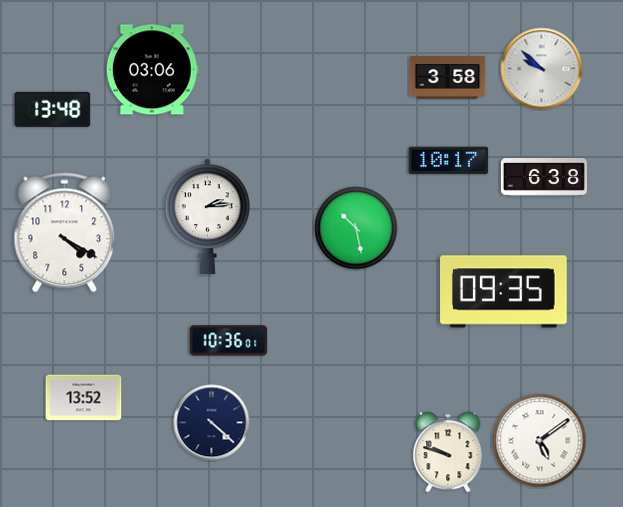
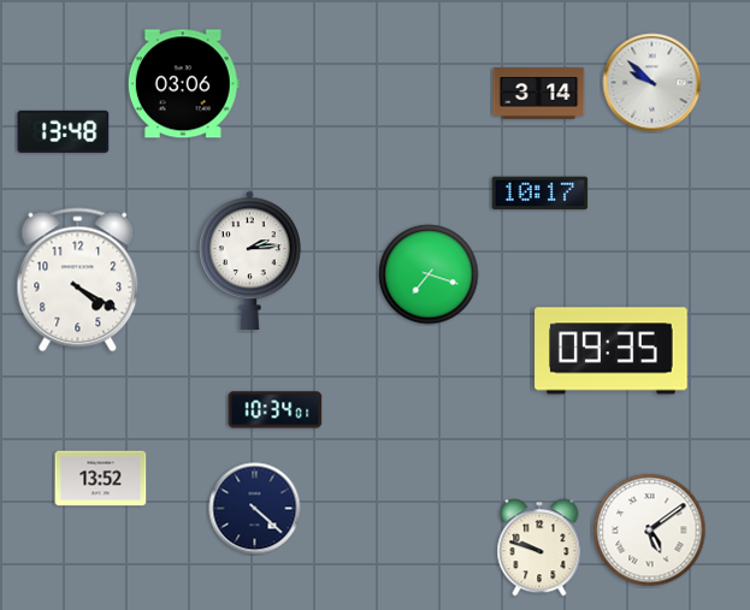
clock at (448, 78): 3:58 -> 3:14
clock at (544, 177): 6:38 -> none
clock at (356, 228): 10:28 -> 7:18
clock at (504, 292) position: (504, 292) -> (612, 351)
clock at (229, 341): 10:36 -> 10:34
clock at (448, 452) position: (448, 452) -> (539, 547)
